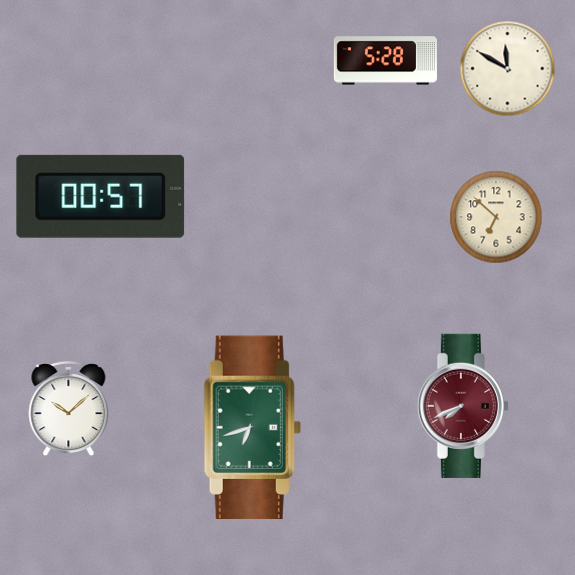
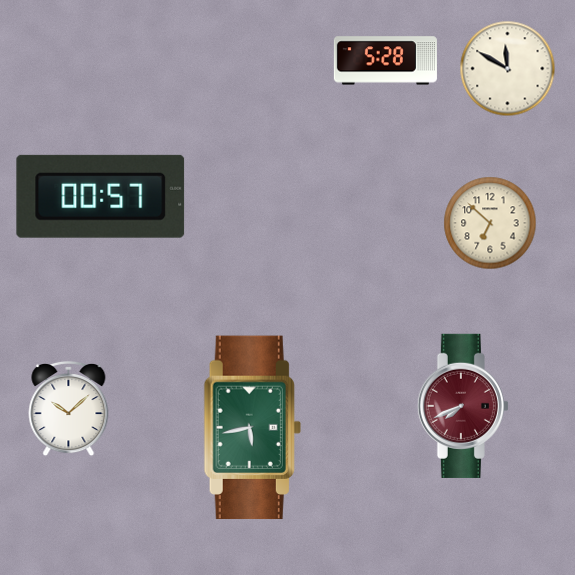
clock at (496, 217) position: (496, 217) -> (490, 223)
clock at (252, 428): 6:42 -> 5:43
